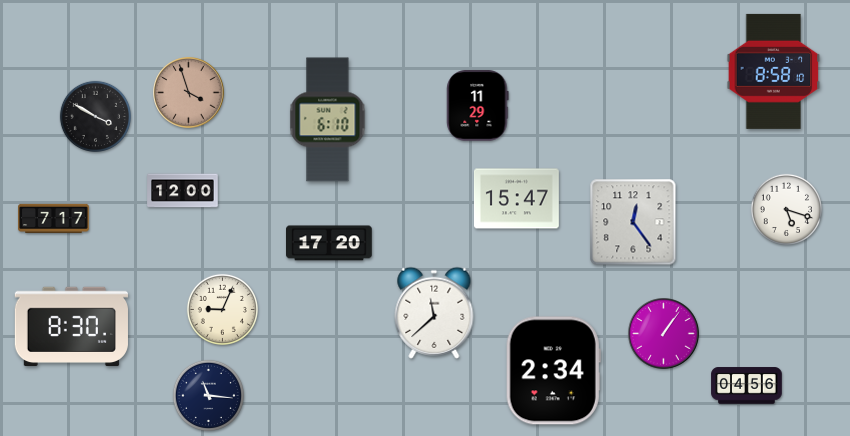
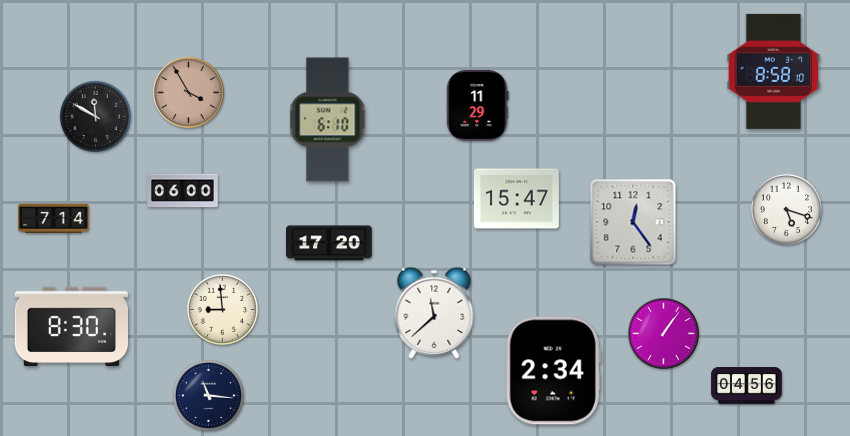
clock at (189, 93): 3:57 -> 3:55
clock at (95, 116): 3:50 -> 11:50
clock at (183, 191): 12:00 -> 06:00
clock at (54, 218): 7:17 -> 7:14
clock at (222, 309): 9:04 -> 8:59
